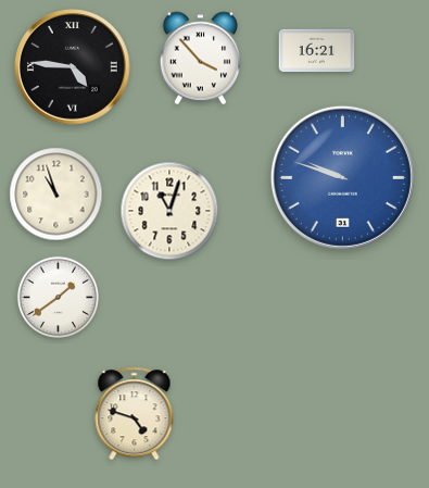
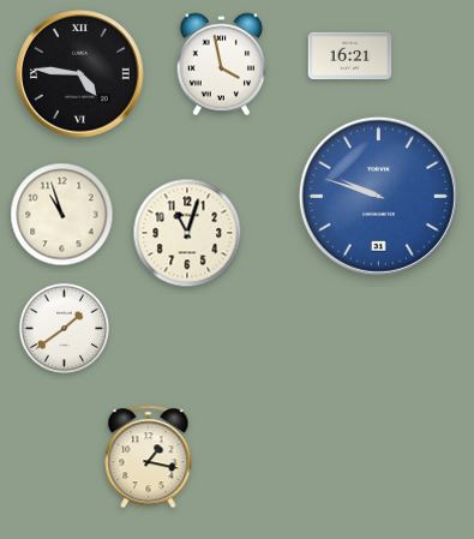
clock at (200, 59): 3:53 -> 3:58
clock at (135, 414): 4:48 -> 1:17
